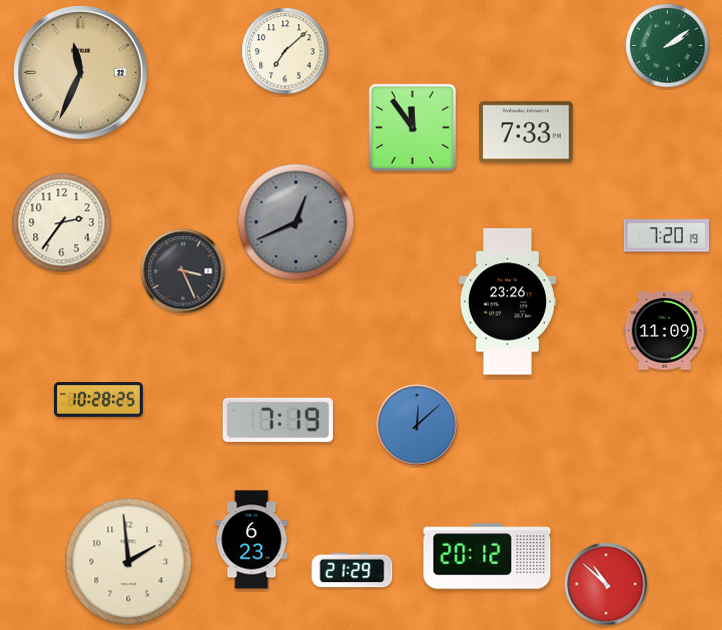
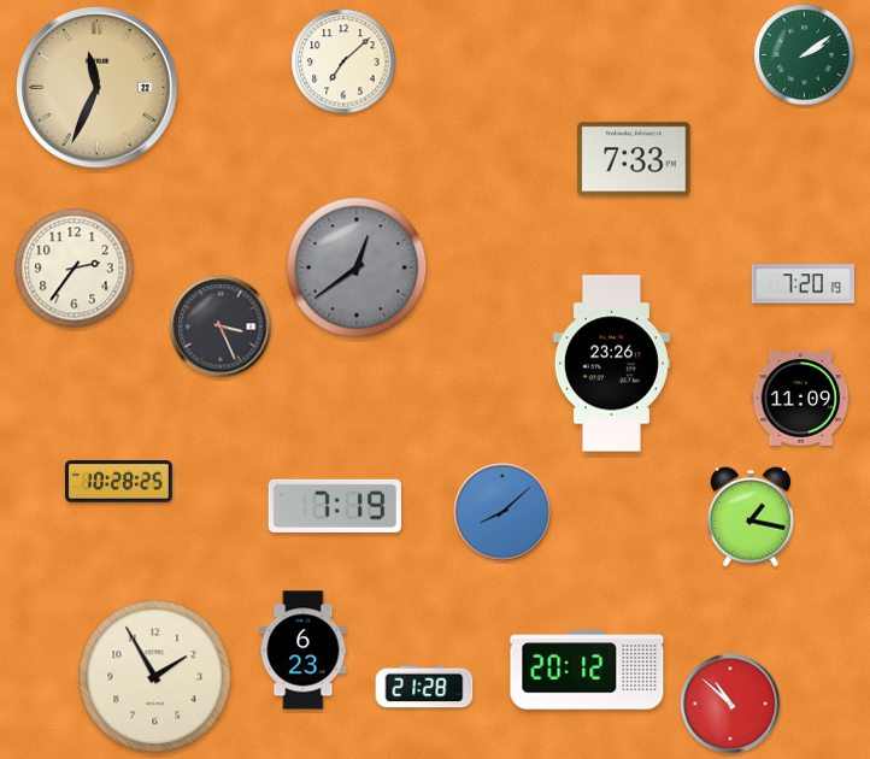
clock at (412, 127): 11:54 -> none
clock at (296, 222): 12:41 -> 12:39
clock at (417, 425): 12:08 -> 8:08
clock at (751, 517): none -> 1:17
clock at (129, 562): 1:59 -> 1:55
clock at (352, 570): 21:29 -> 21:28
